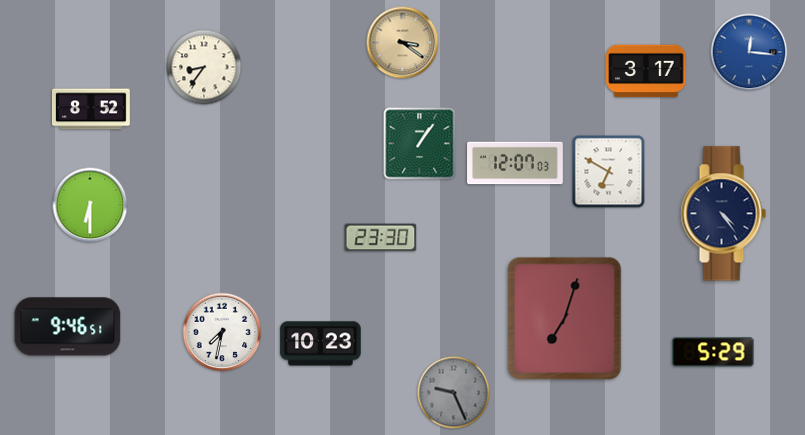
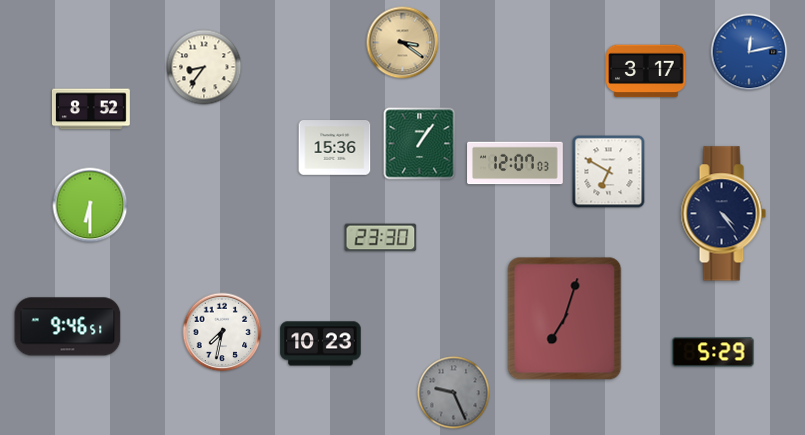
clock at (749, 52): 12:16 -> 12:13
clock at (335, 148): none -> 15:36
